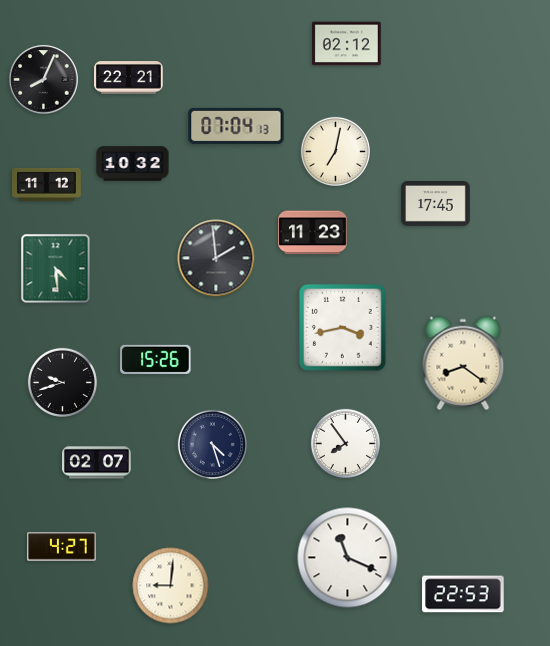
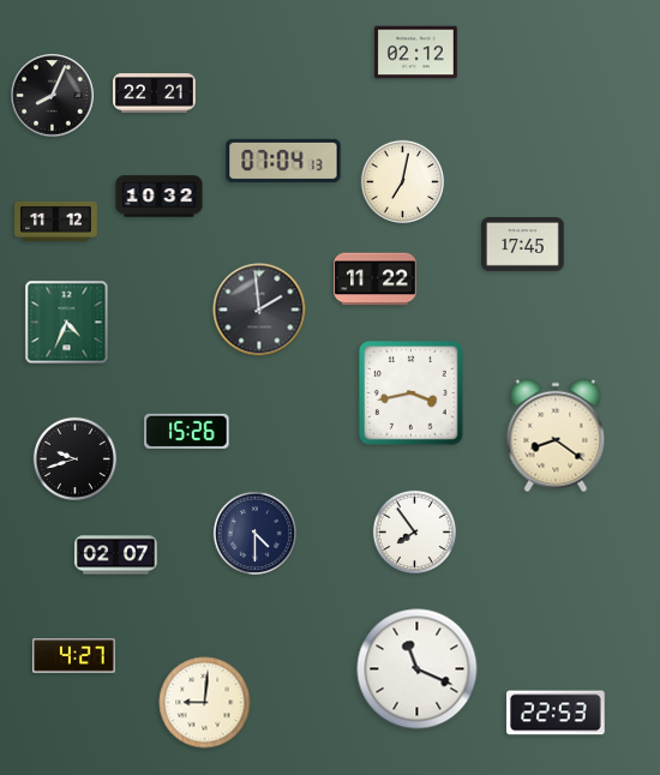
clock at (236, 125) position: (236, 125) -> (283, 160)
clock at (313, 233): 11:23 -> 11:22
clock at (56, 269): 4:29 -> 4:34
clock at (212, 444): 4:27 -> 4:30
